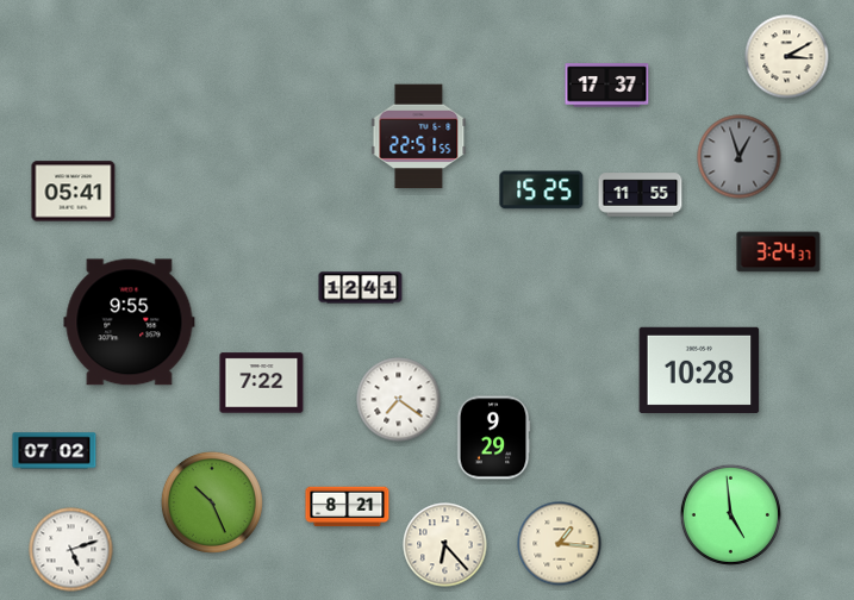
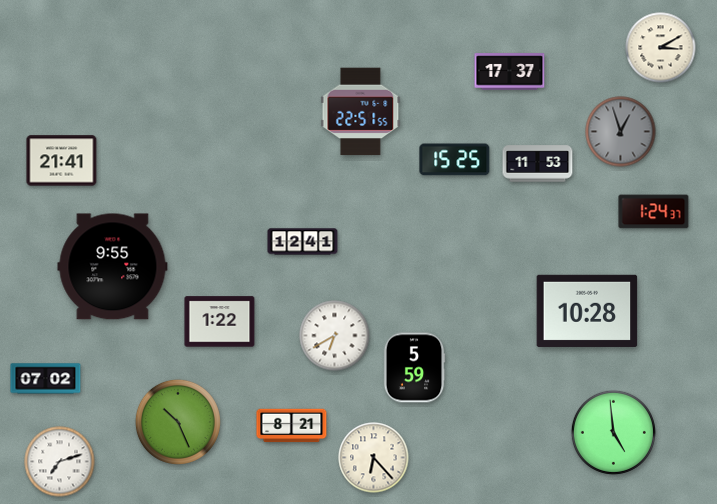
clock at (419, 137) position: (419, 137) -> (361, 112)
clock at (74, 192): 05:41 -> 21:41
clock at (641, 195): 11:55 -> 11:53
clock at (779, 252): 3:24 -> 1:24
clock at (130, 323) position: (130, 323) -> (113, 267)
clock at (262, 383): 7:22 -> 1:22
clock at (399, 400): 7:21 -> 6:40
clock at (493, 438): 9:29 -> 5:59
clock at (560, 544): 1:16 -> none
clock at (71, 550): 5:12 -> 7:12
